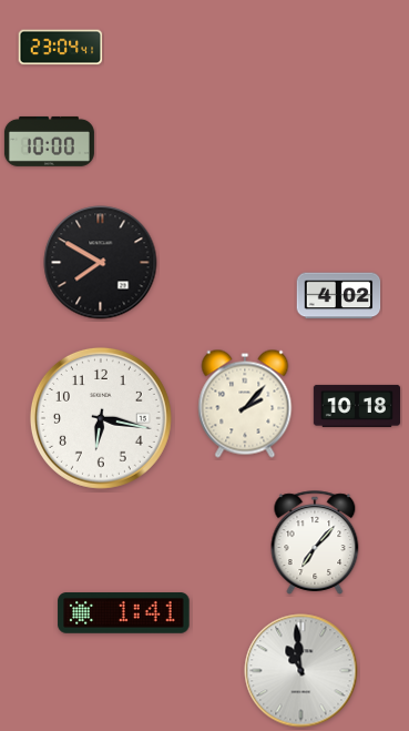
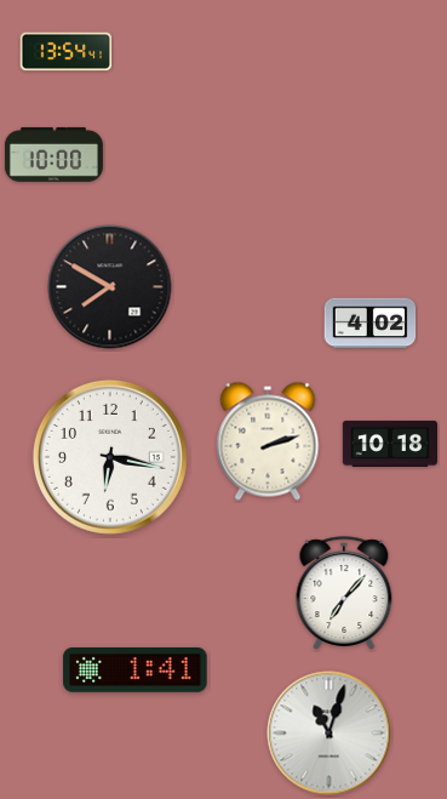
clock at (61, 48): 23:04 -> 13:54
clock at (245, 404): 2:07 -> 2:12
clock at (301, 671): 10:59 -> 11:03
